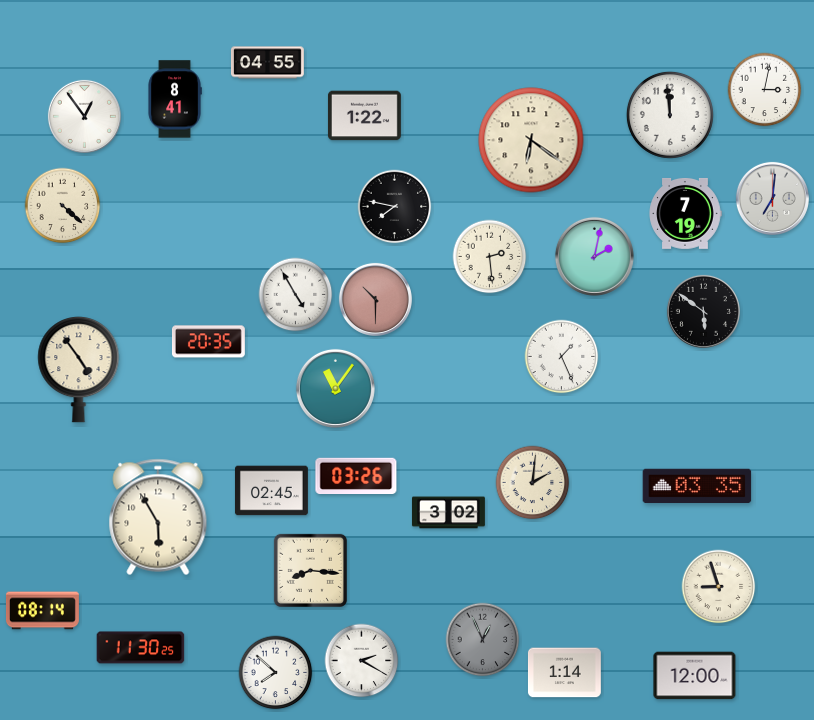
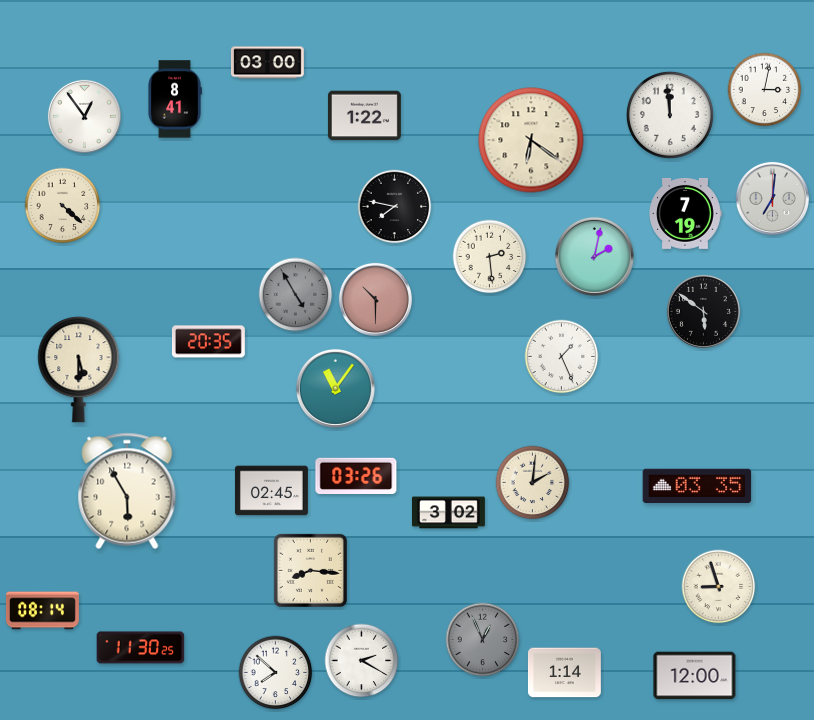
clock at (267, 63): 04:55 -> 03:00
clock at (296, 295) dial: white -> grey
clock at (79, 369): 4:54 -> 5:30
clock at (158, 517) position: (158, 517) -> (127, 491)
